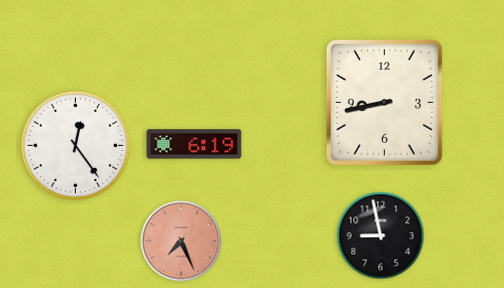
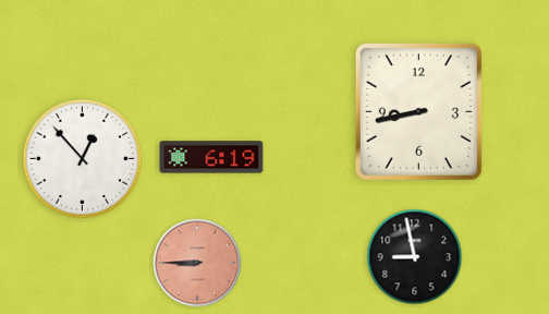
clock at (76, 146): 12:24 -> 12:53
clock at (181, 241): 7:26 -> 8:45
